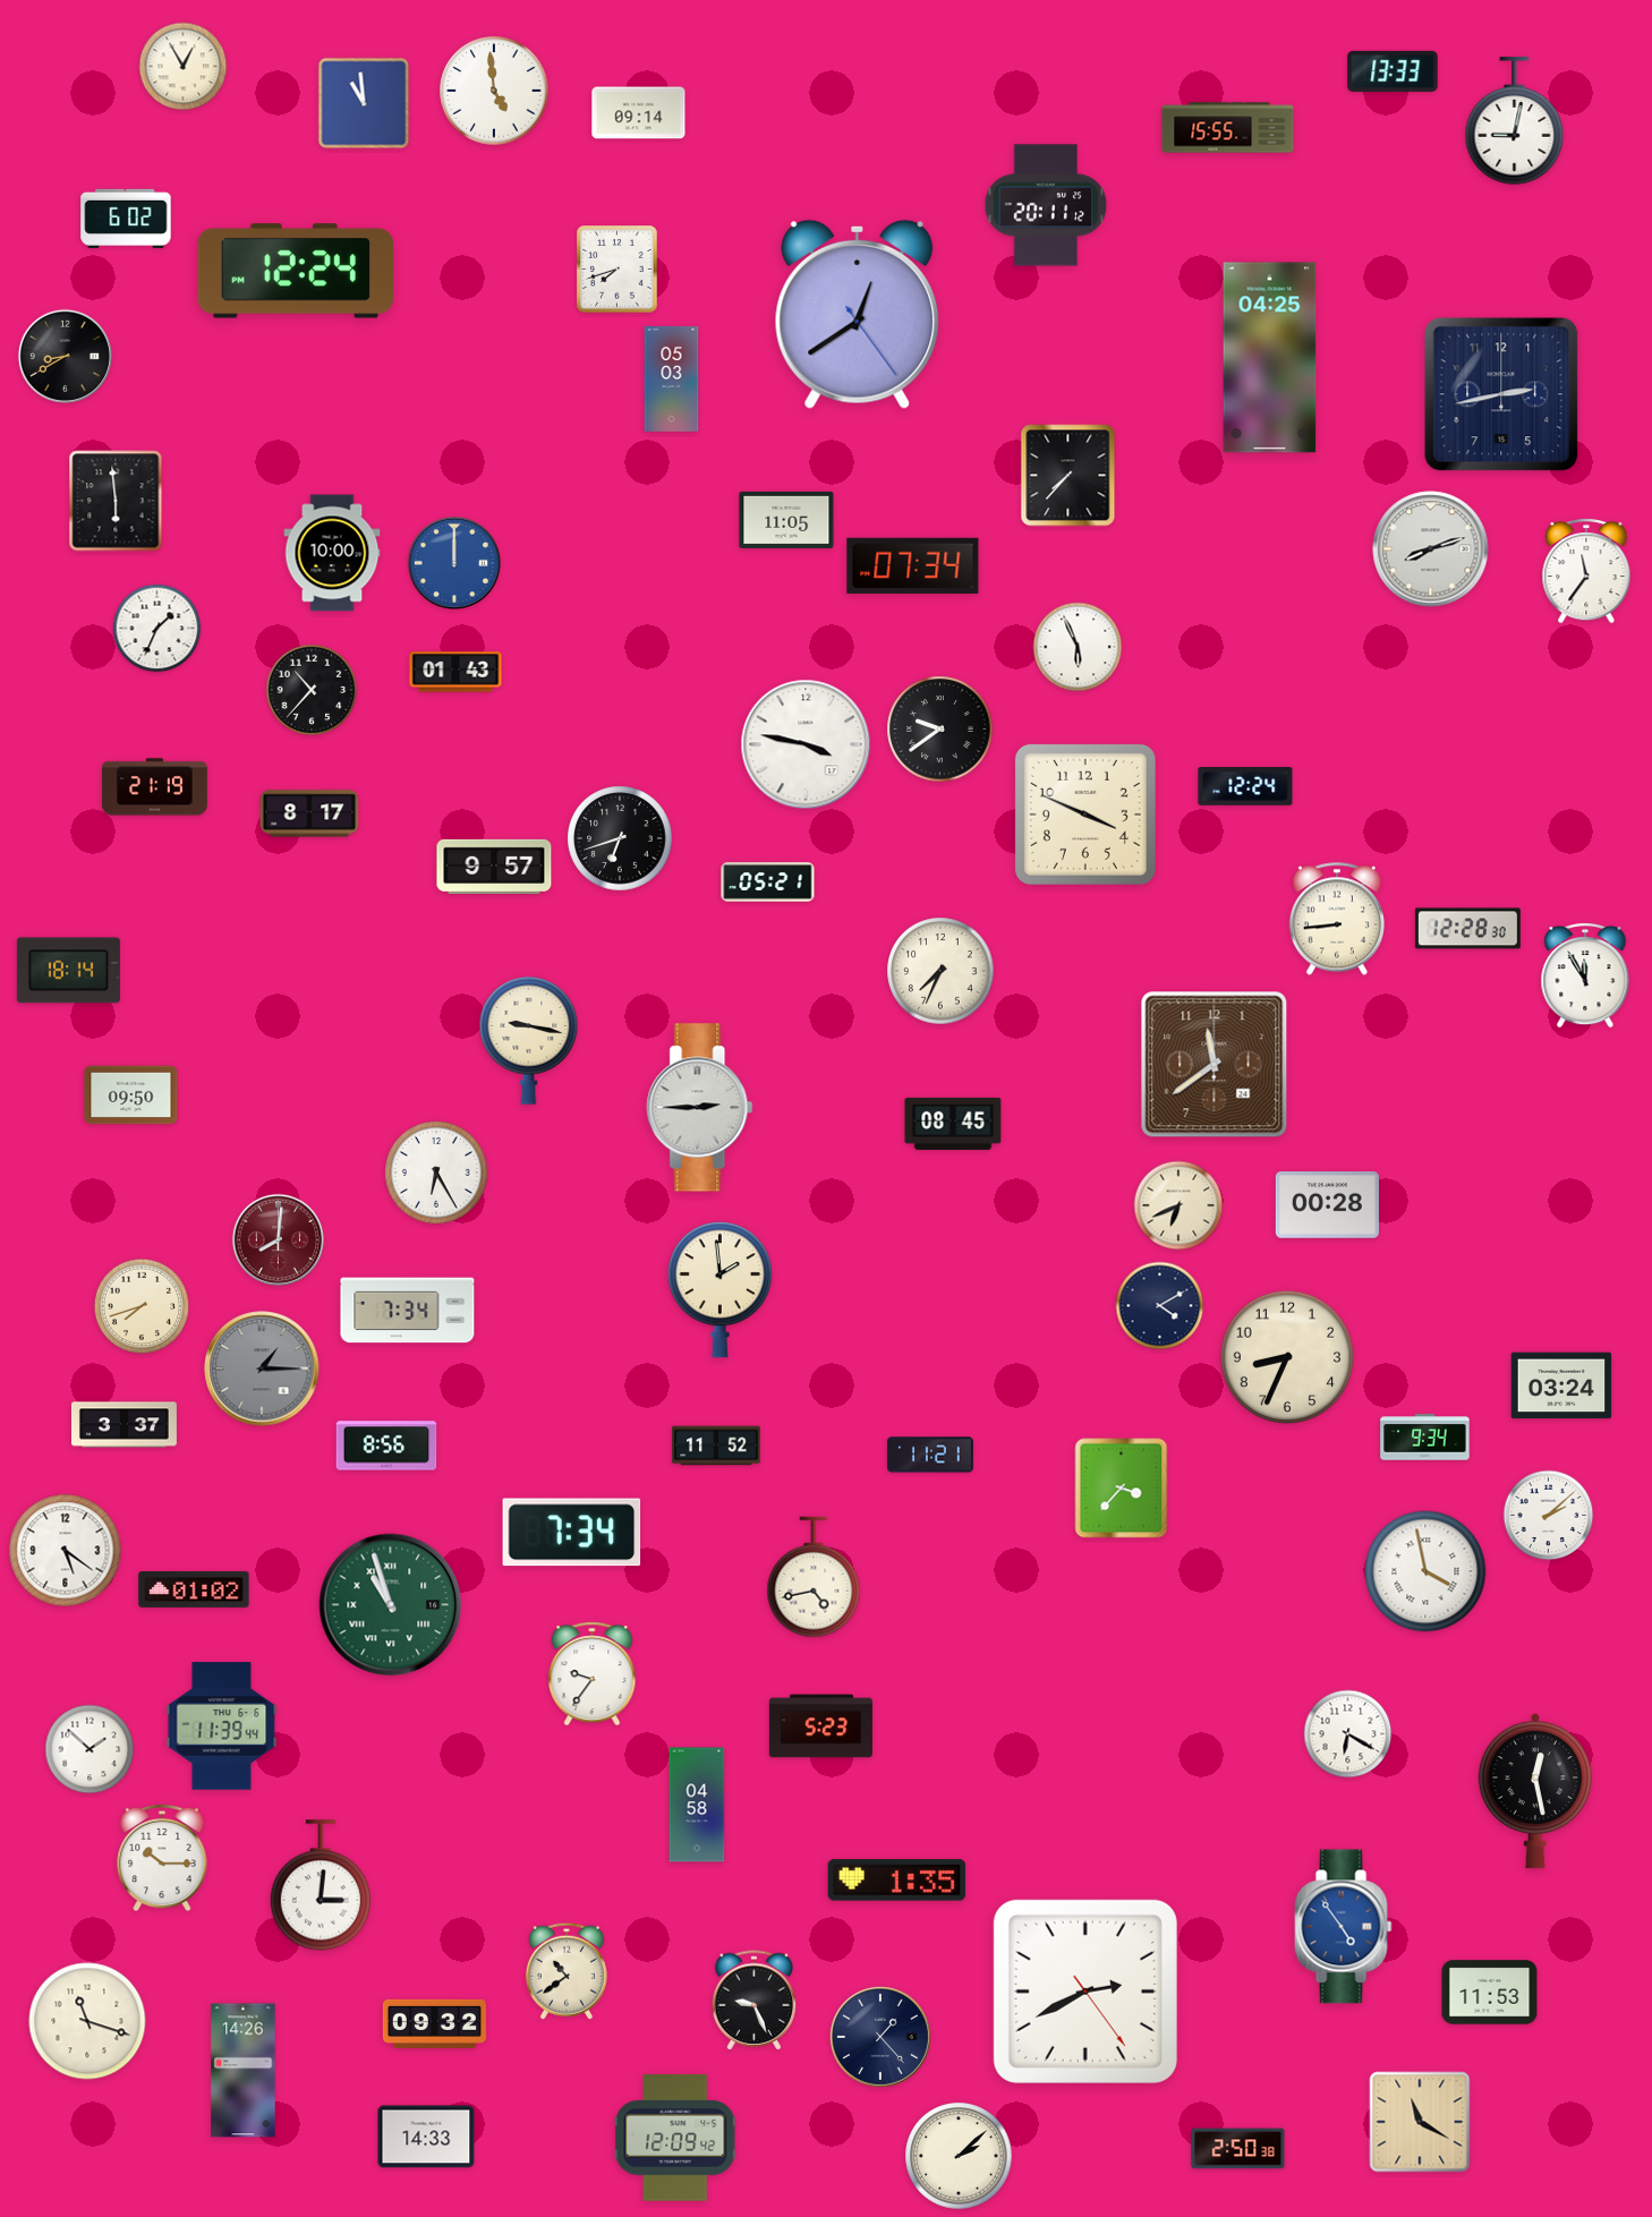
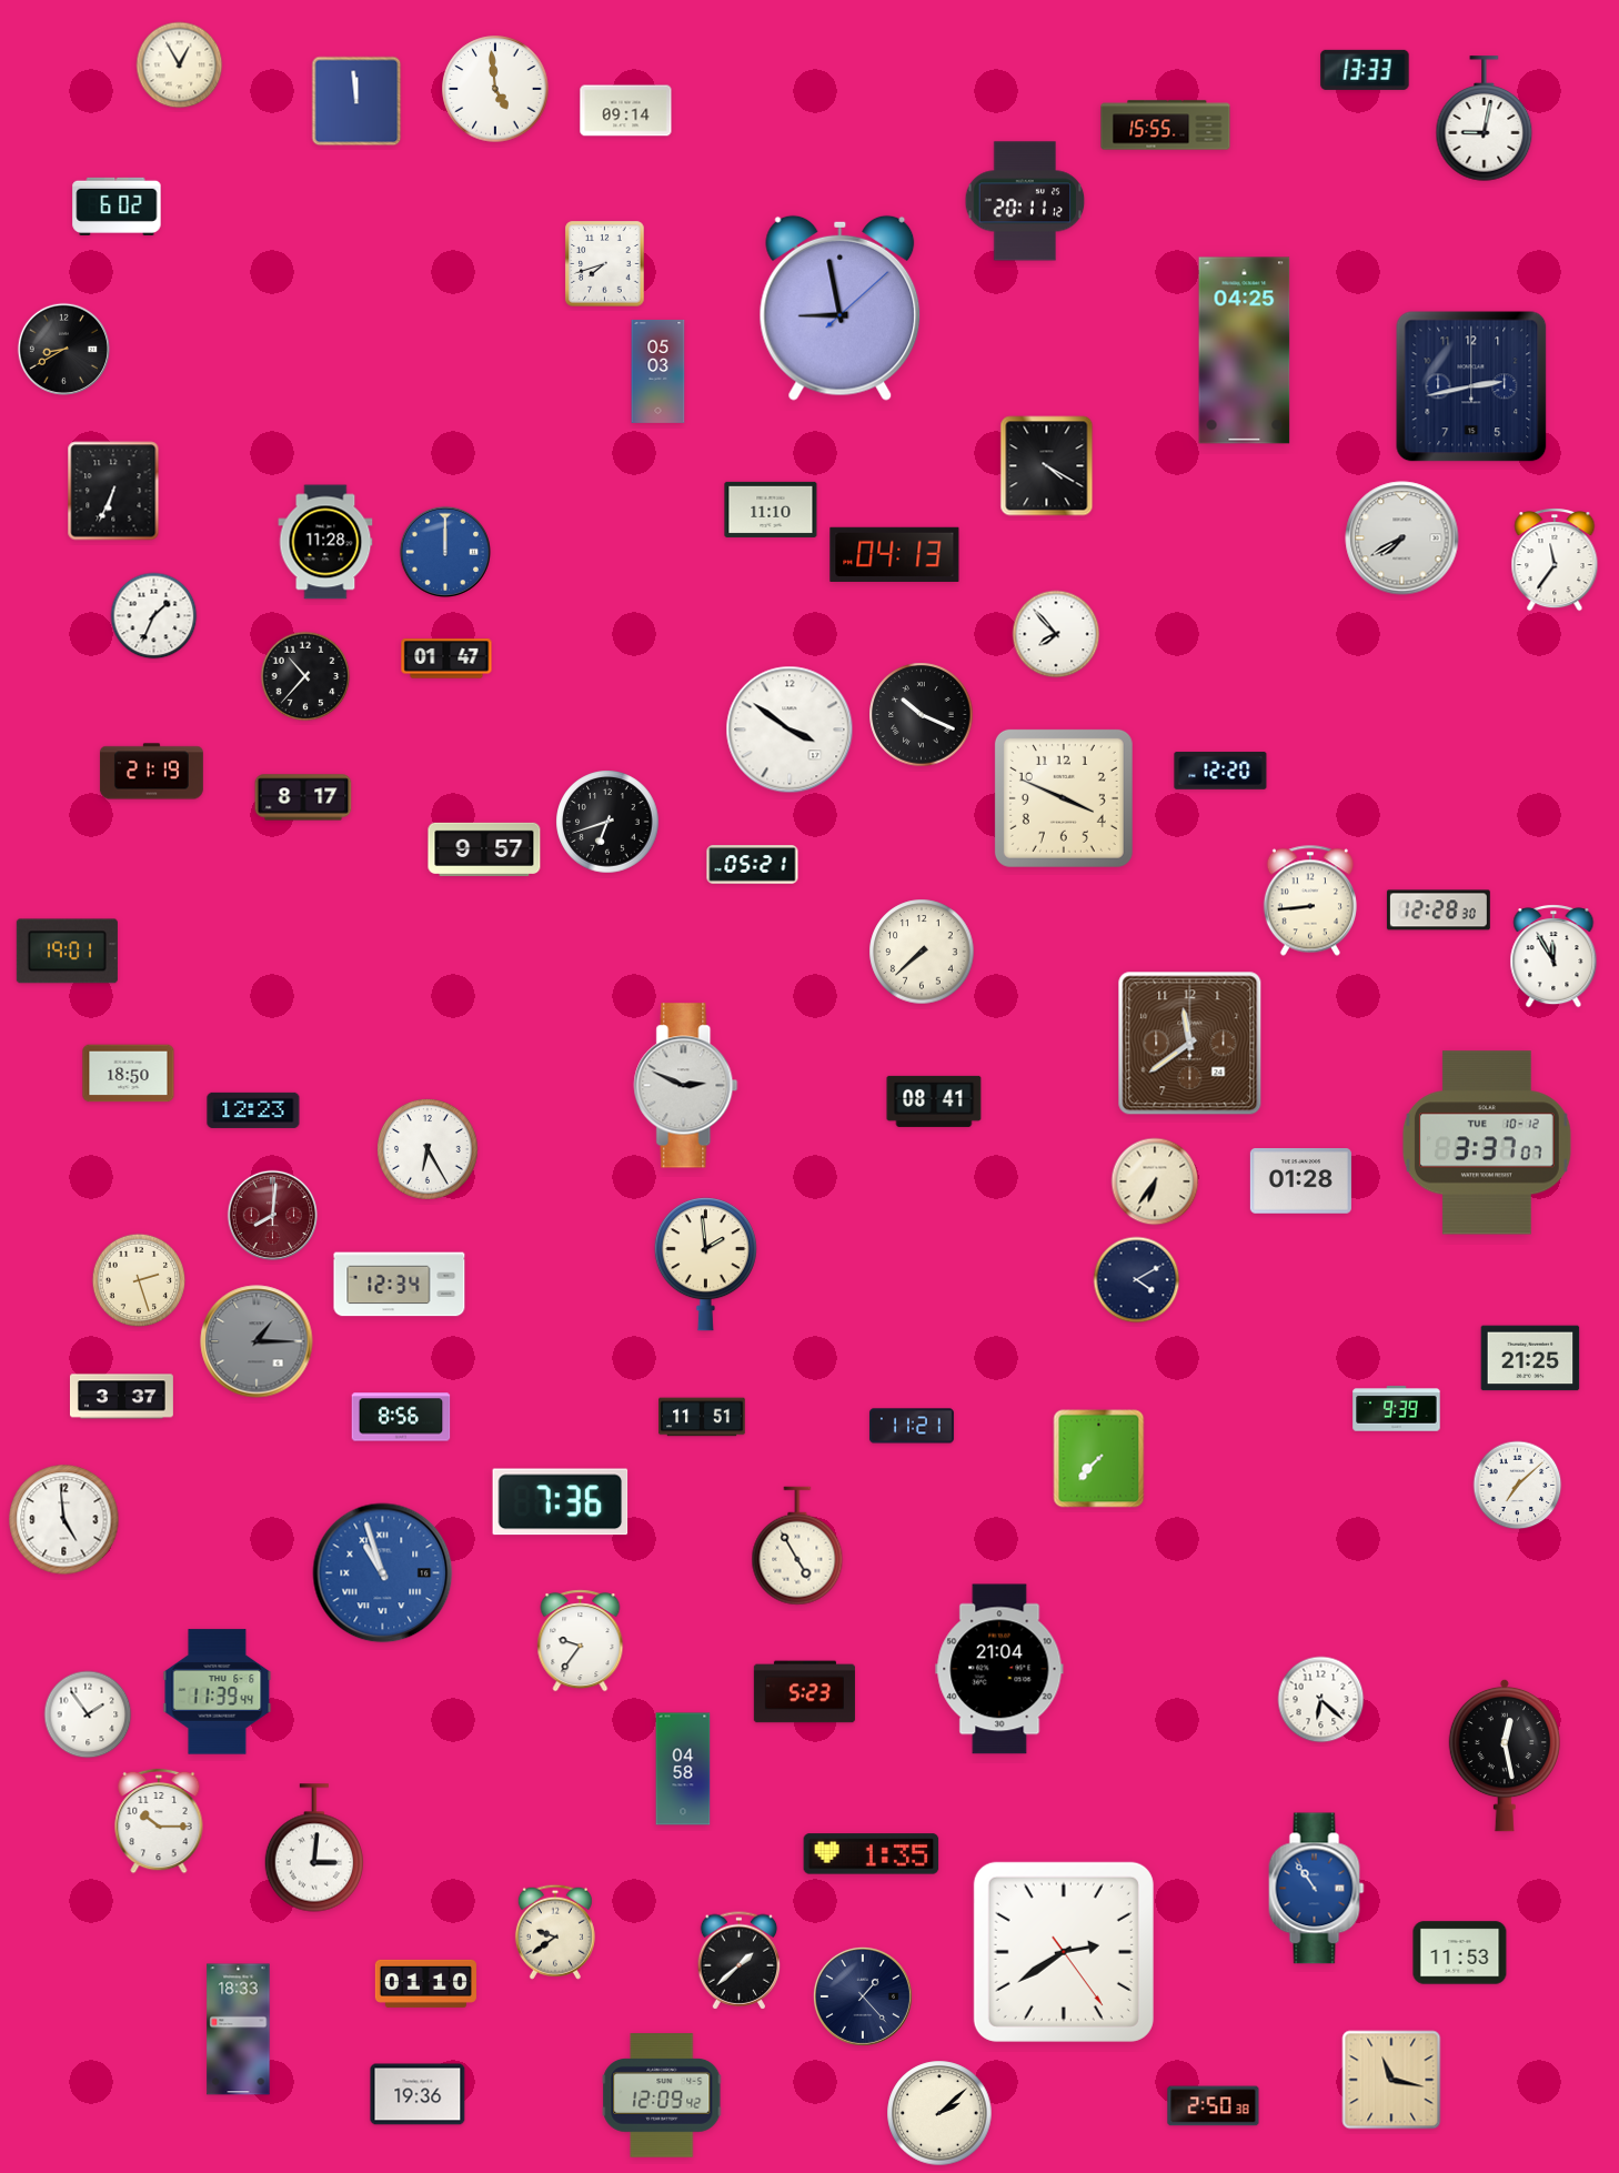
clock at (494, 91) position: (494, 91) -> (495, 89)
clock at (364, 103): 10:59 -> 11:59
clock at (1228, 128) position: (1228, 128) -> (1166, 125)
clock at (126, 219) position: (126, 219) -> (117, 207)
clock at (295, 271): 12:24 -> none
clock at (858, 314): 12:39 -> 8:58
clock at (1068, 476): 7:37 -> 4:20
clock at (116, 501): 5:59 -> 6:34
clock at (786, 520): 11:05 -> 11:10
clock at (1431, 549): 8:12 -> 7:40
clock at (332, 553): 10:00 -> 11:28
clock at (913, 565): 07:34 -> 04:13
clock at (1078, 647): 5:56 -> 7:53
clock at (455, 672): 01:43 -> 01:47
clock at (940, 730): 9:39 -> 10:19
clock at (806, 744): 3:47 -> 3:51
clock at (1245, 786): 12:24 -> 12:20
clock at (68, 971): 18:14 -> 19:01
clock at (940, 971): 7:34 -> 7:38
clock at (529, 1041): 9:17 -> none
clock at (131, 1095): 09:50 -> 18:50
clock at (700, 1108): 2:45 -> 2:49
clock at (953, 1124): 08:45 -> 08:41
clock at (253, 1110): none -> 12:23
clock at (1487, 1143): none -> 3:37
clock at (1178, 1205): 6:41 -> 6:36
clock at (1327, 1205): 00:28 -> 01:28
clock at (142, 1306): 7:42 -> 2:27
clock at (408, 1311): 7:34 -> 12:34
clock at (1287, 1357): 8:34 -> none
clock at (1561, 1385): 03:24 -> 21:25
clock at (1425, 1438): 9:34 -> 9:39
clock at (386, 1446) position: (386, 1446) -> (401, 1417)
clock at (716, 1446): 11:52 -> 11:51
clock at (1122, 1489): 3:37 -> 7:37
clock at (1549, 1516): 2:08 -> 7:08
clock at (572, 1533): 7:34 -> 7:36
clock at (66, 1551): 5:21 -> 4:59
clock at (1425, 1571): 3:58 -> none
clock at (814, 1577): 4:43 -> 4:55
clock at (194, 1589): 01:02 -> none
clock at (391, 1605) dial: green -> blue
clock at (999, 1669): none -> 21:04
clock at (1348, 1734): 6:20 -> 6:22
clock at (90, 1749): 1:52 -> 1:54
clock at (897, 1881) position: (897, 1881) -> (872, 1854)
clock at (1344, 1927): 4:54 -> 10:54
clock at (567, 1971): 10:39 -> 9:39
clock at (1085, 1992): 2:40 -> 2:39
clock at (755, 2001): 9:26 -> 1:38
clock at (87, 2021): 11:18 -> none
clock at (434, 2023): 09:32 -> 01:10
clock at (244, 2071): 14:26 -> 18:33
clock at (1420, 2122): 11:20 -> 11:17
clock at (426, 2137): 14:33 -> 19:36
